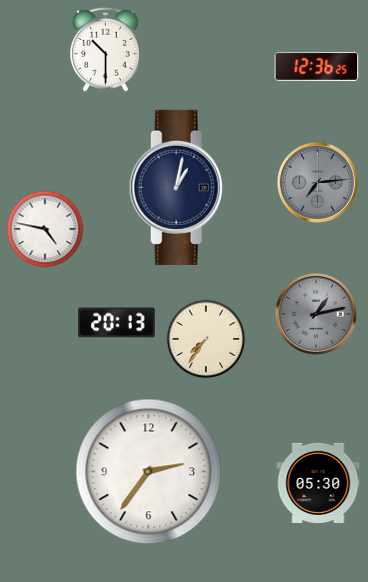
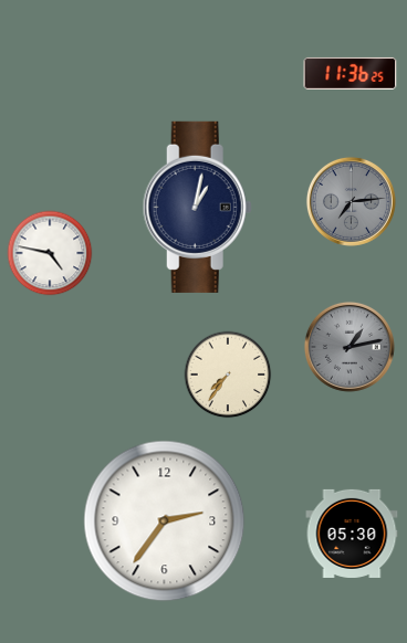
clock at (106, 50): 10:30 -> none
clock at (317, 66): 12:36 -> 11:36
clock at (117, 323): 20:13 -> none
